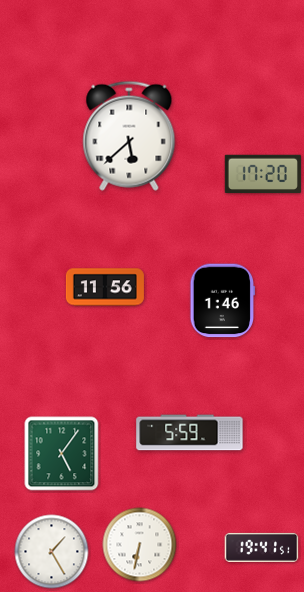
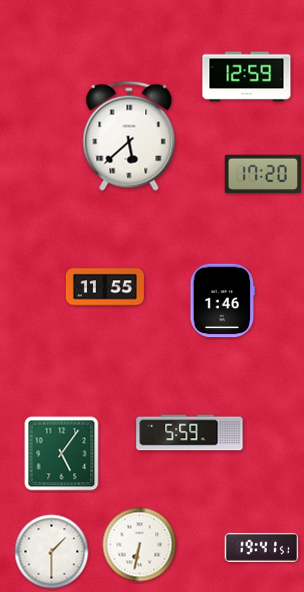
clock at (247, 77): none -> 12:59
clock at (105, 287): 11:56 -> 11:55
clock at (52, 552): 1:25 -> 1:30
